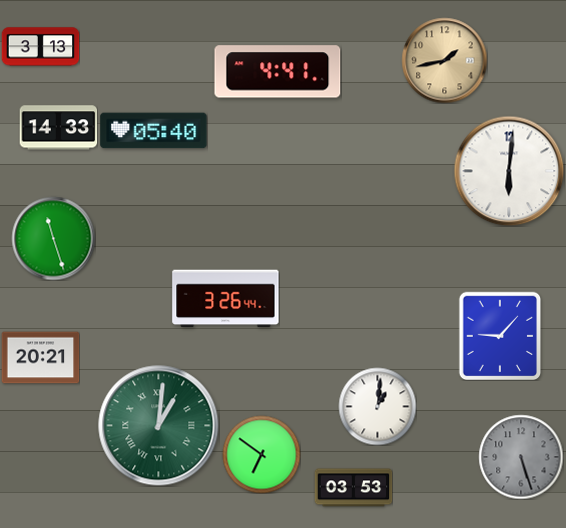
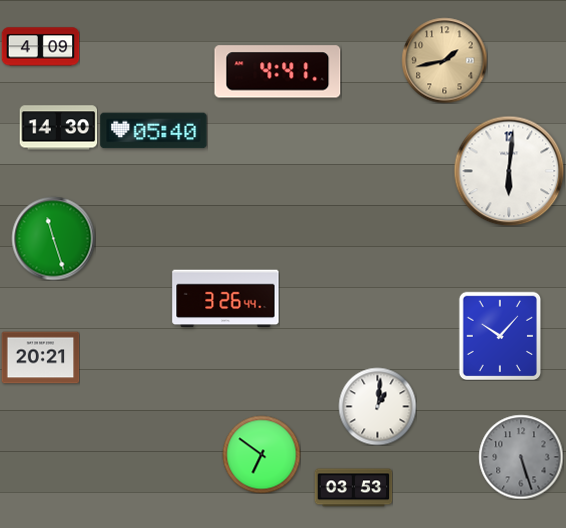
clock at (40, 47): 3:13 -> 4:09
clock at (58, 128): 14:33 -> 14:30
clock at (500, 336): 9:07 -> 10:07
clock at (159, 426): 1:01 -> none
